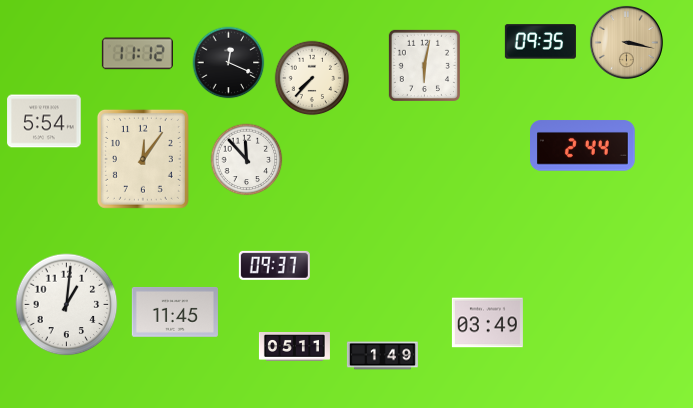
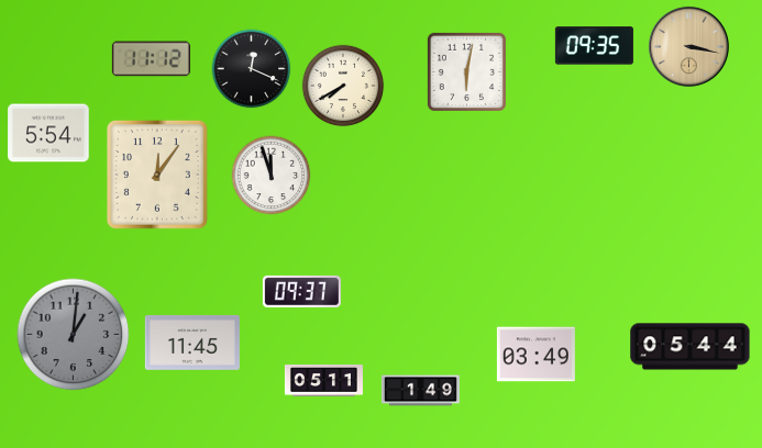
clock at (312, 78): 7:37 -> 7:40
clock at (583, 146): 2:44 -> none
clock at (247, 160): 11:53 -> 11:57
clock at (67, 305) dial: white -> grey
clock at (691, 347): none -> 05:44
